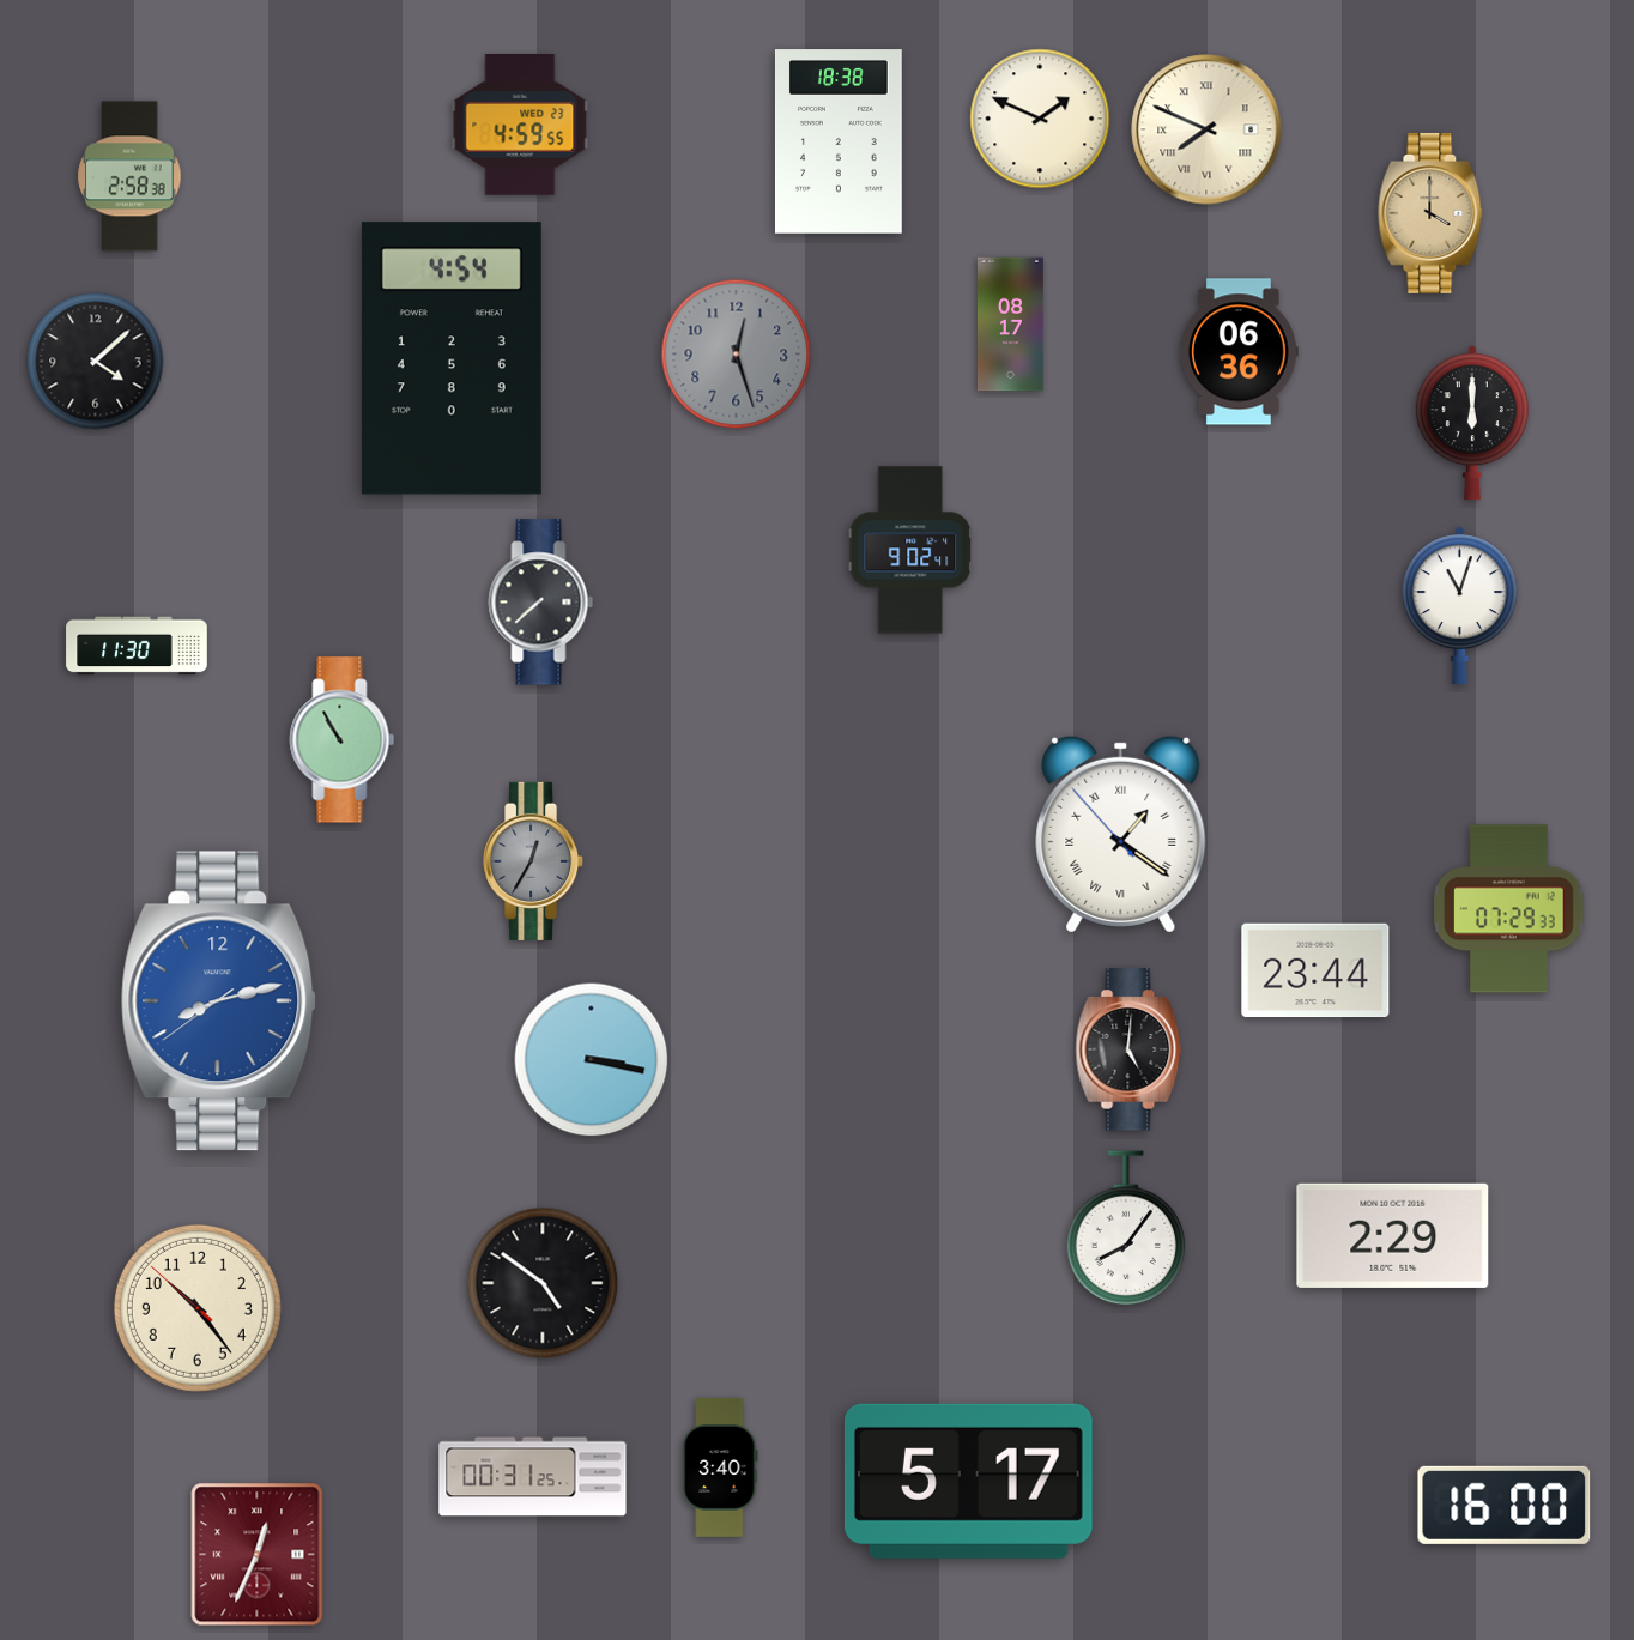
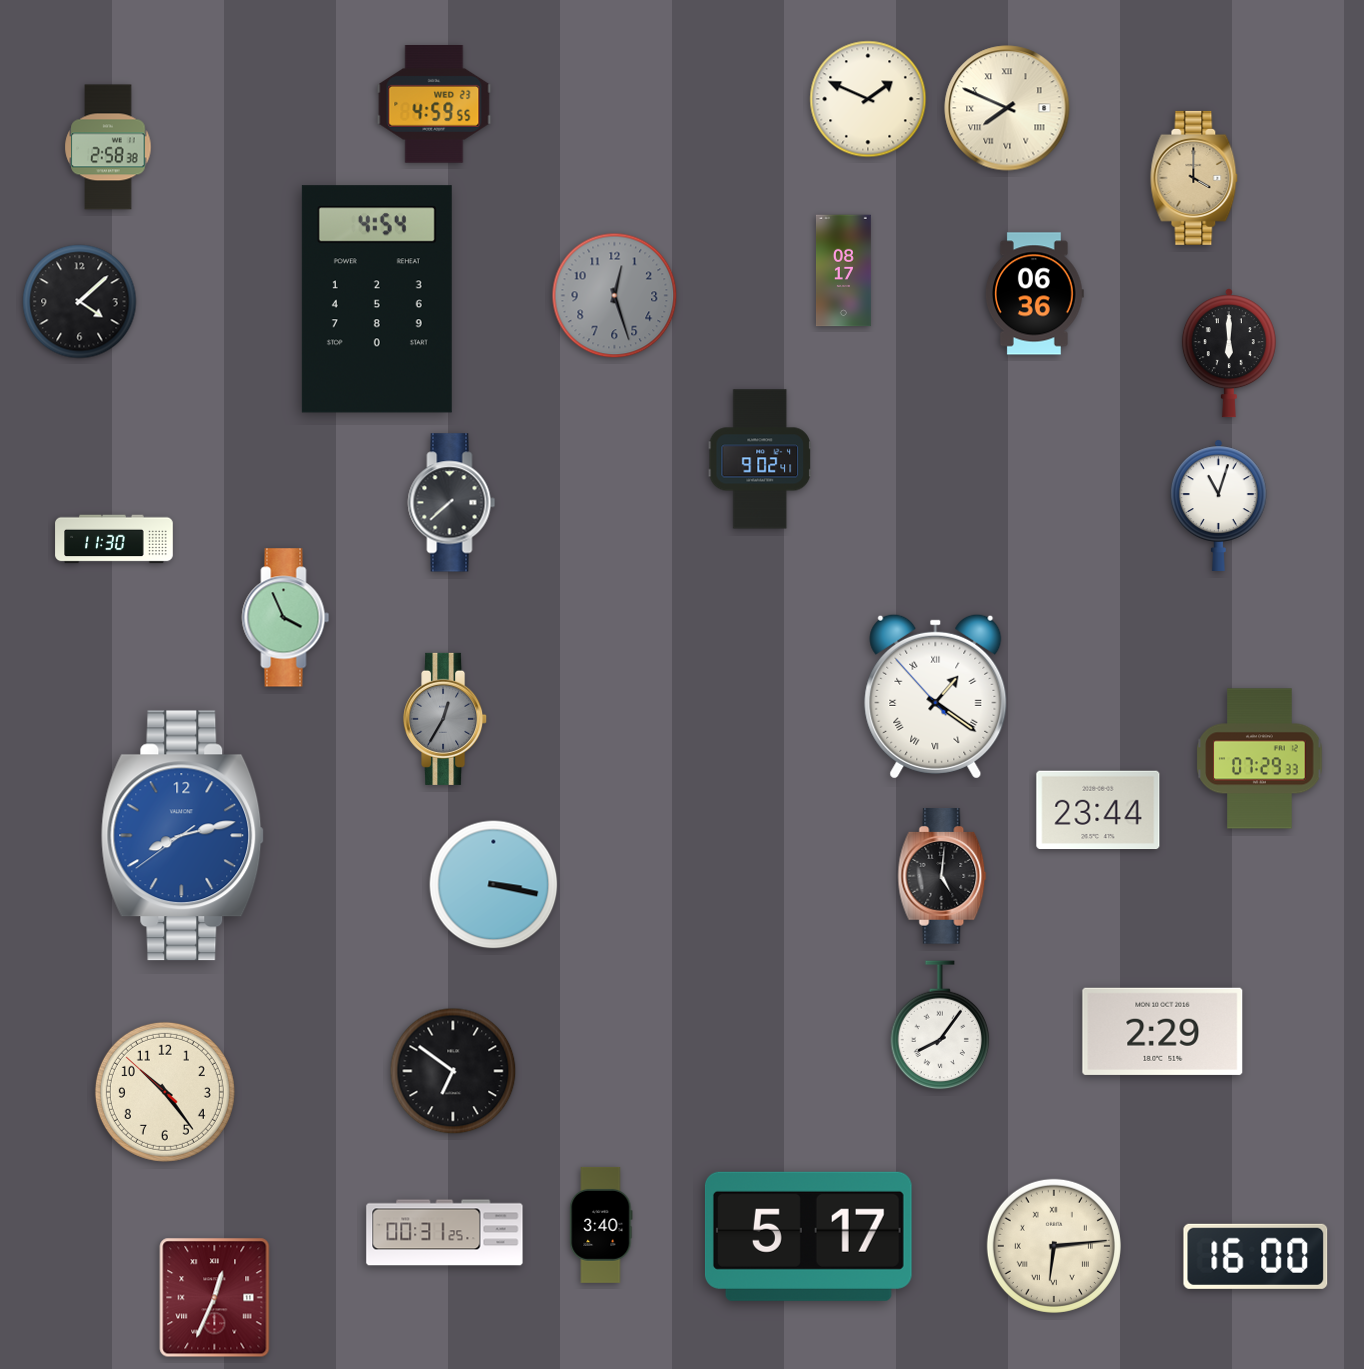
clock at (839, 141): 18:38 -> none
clock at (343, 740): 10:55 -> 3:56
clock at (543, 1283): 4:51 -> 6:51
clock at (1054, 1246): none -> 6:14
